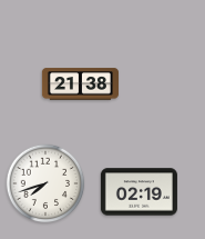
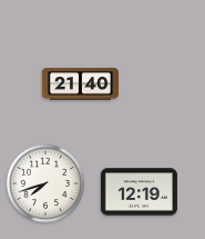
clock at (80, 84): 21:38 -> 21:40
clock at (139, 192): 02:19 -> 12:19
